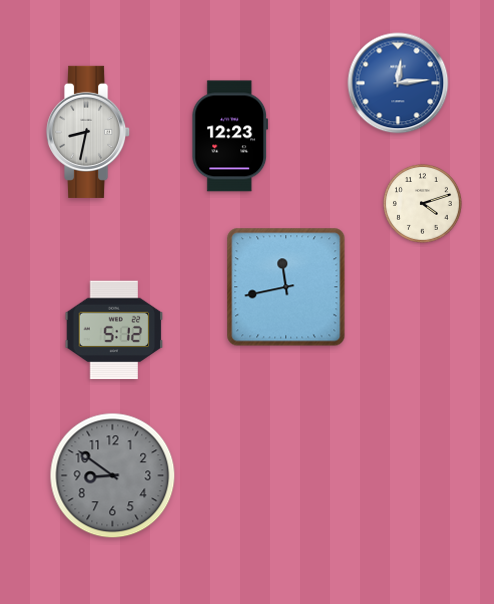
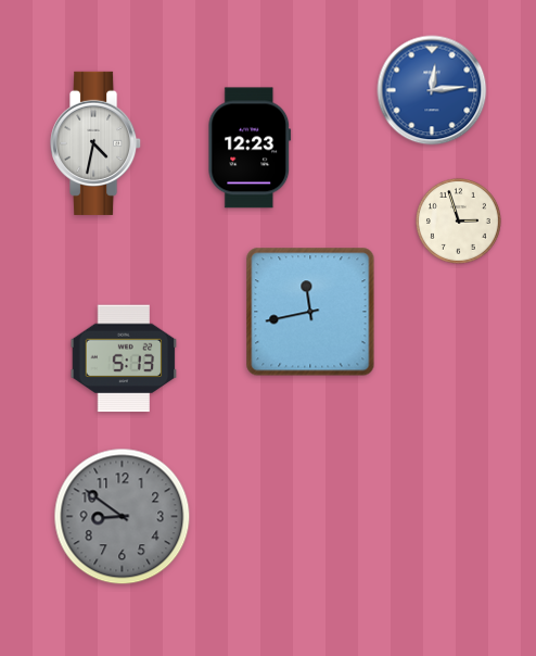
clock at (89, 132): 8:32 -> 4:32
clock at (422, 203): 4:12 -> 2:57
clock at (114, 330): 5:12 -> 5:13
